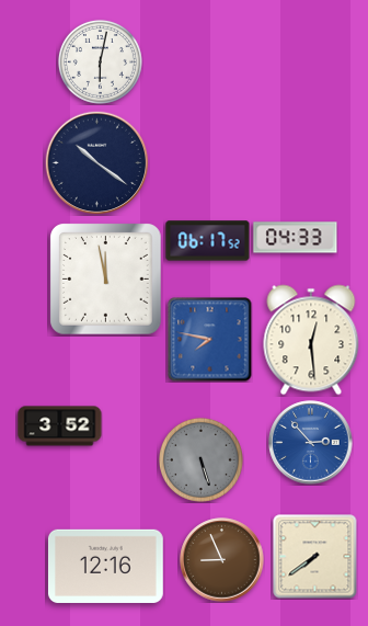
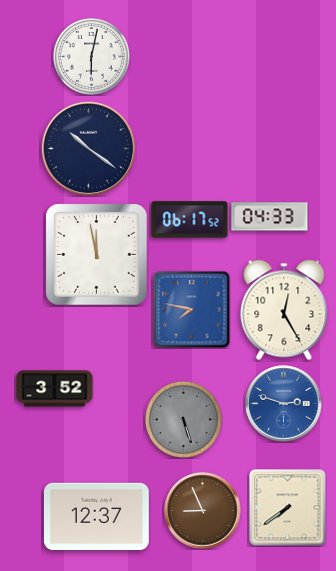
clock at (311, 340): 12:29 -> 12:25
clock at (311, 443): 2:53 -> 2:48
clock at (106, 566): 12:16 -> 12:37
